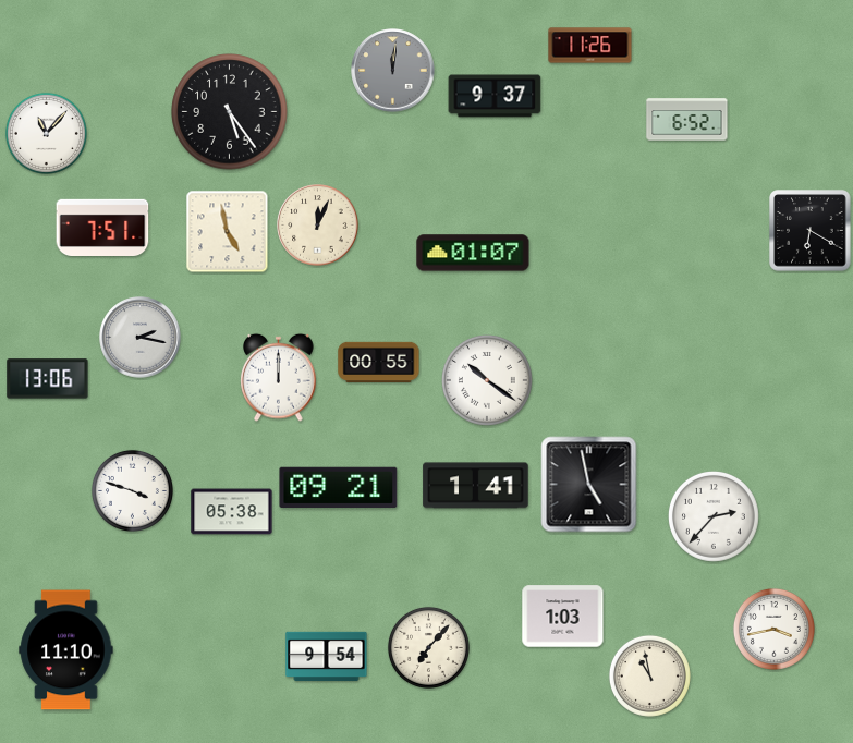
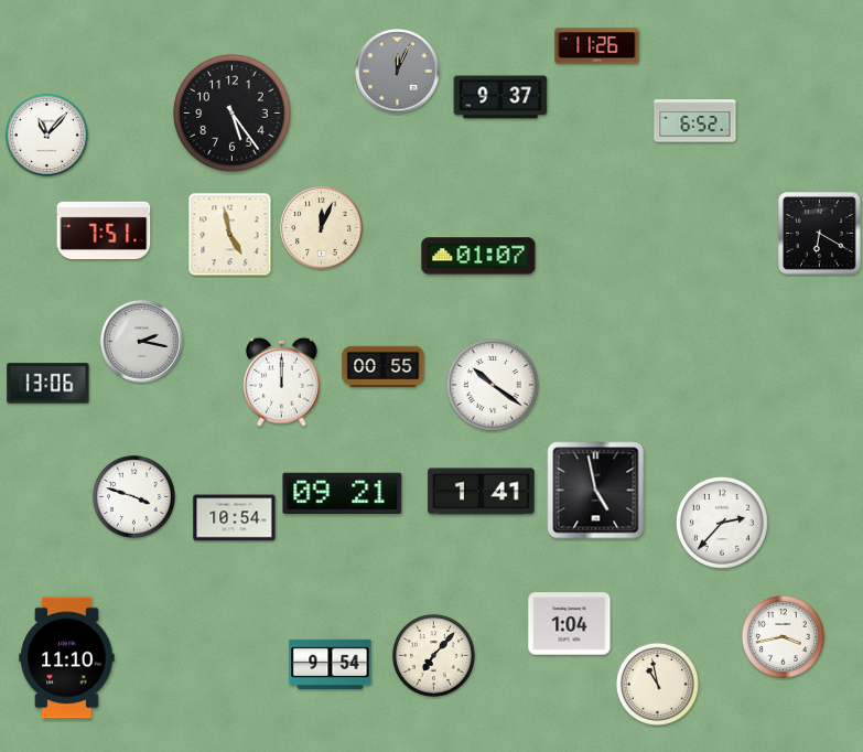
clock at (393, 71): 12:01 -> 12:04
clock at (232, 512): 05:38 -> 10:54
clock at (563, 617): 1:03 -> 1:04
